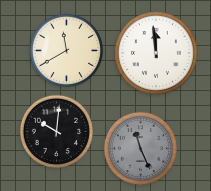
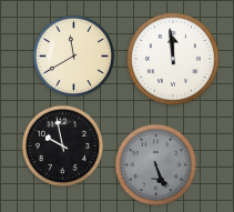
clock at (56, 131): 10:01 -> 9:58
clock at (140, 148): 11:26 -> 5:26
